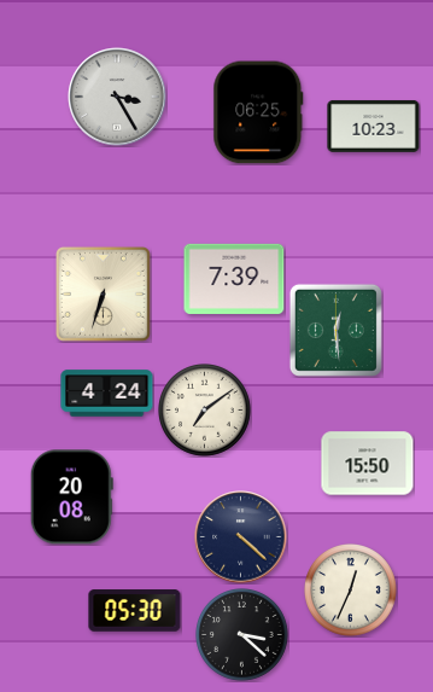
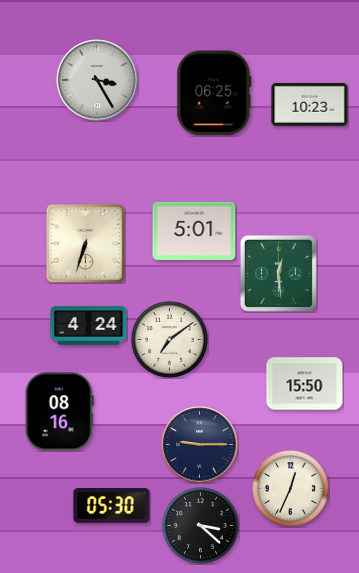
clock at (234, 279): 7:39 -> 5:01
clock at (71, 498): 20:08 -> 08:16
clock at (241, 537): 4:22 -> 9:15
